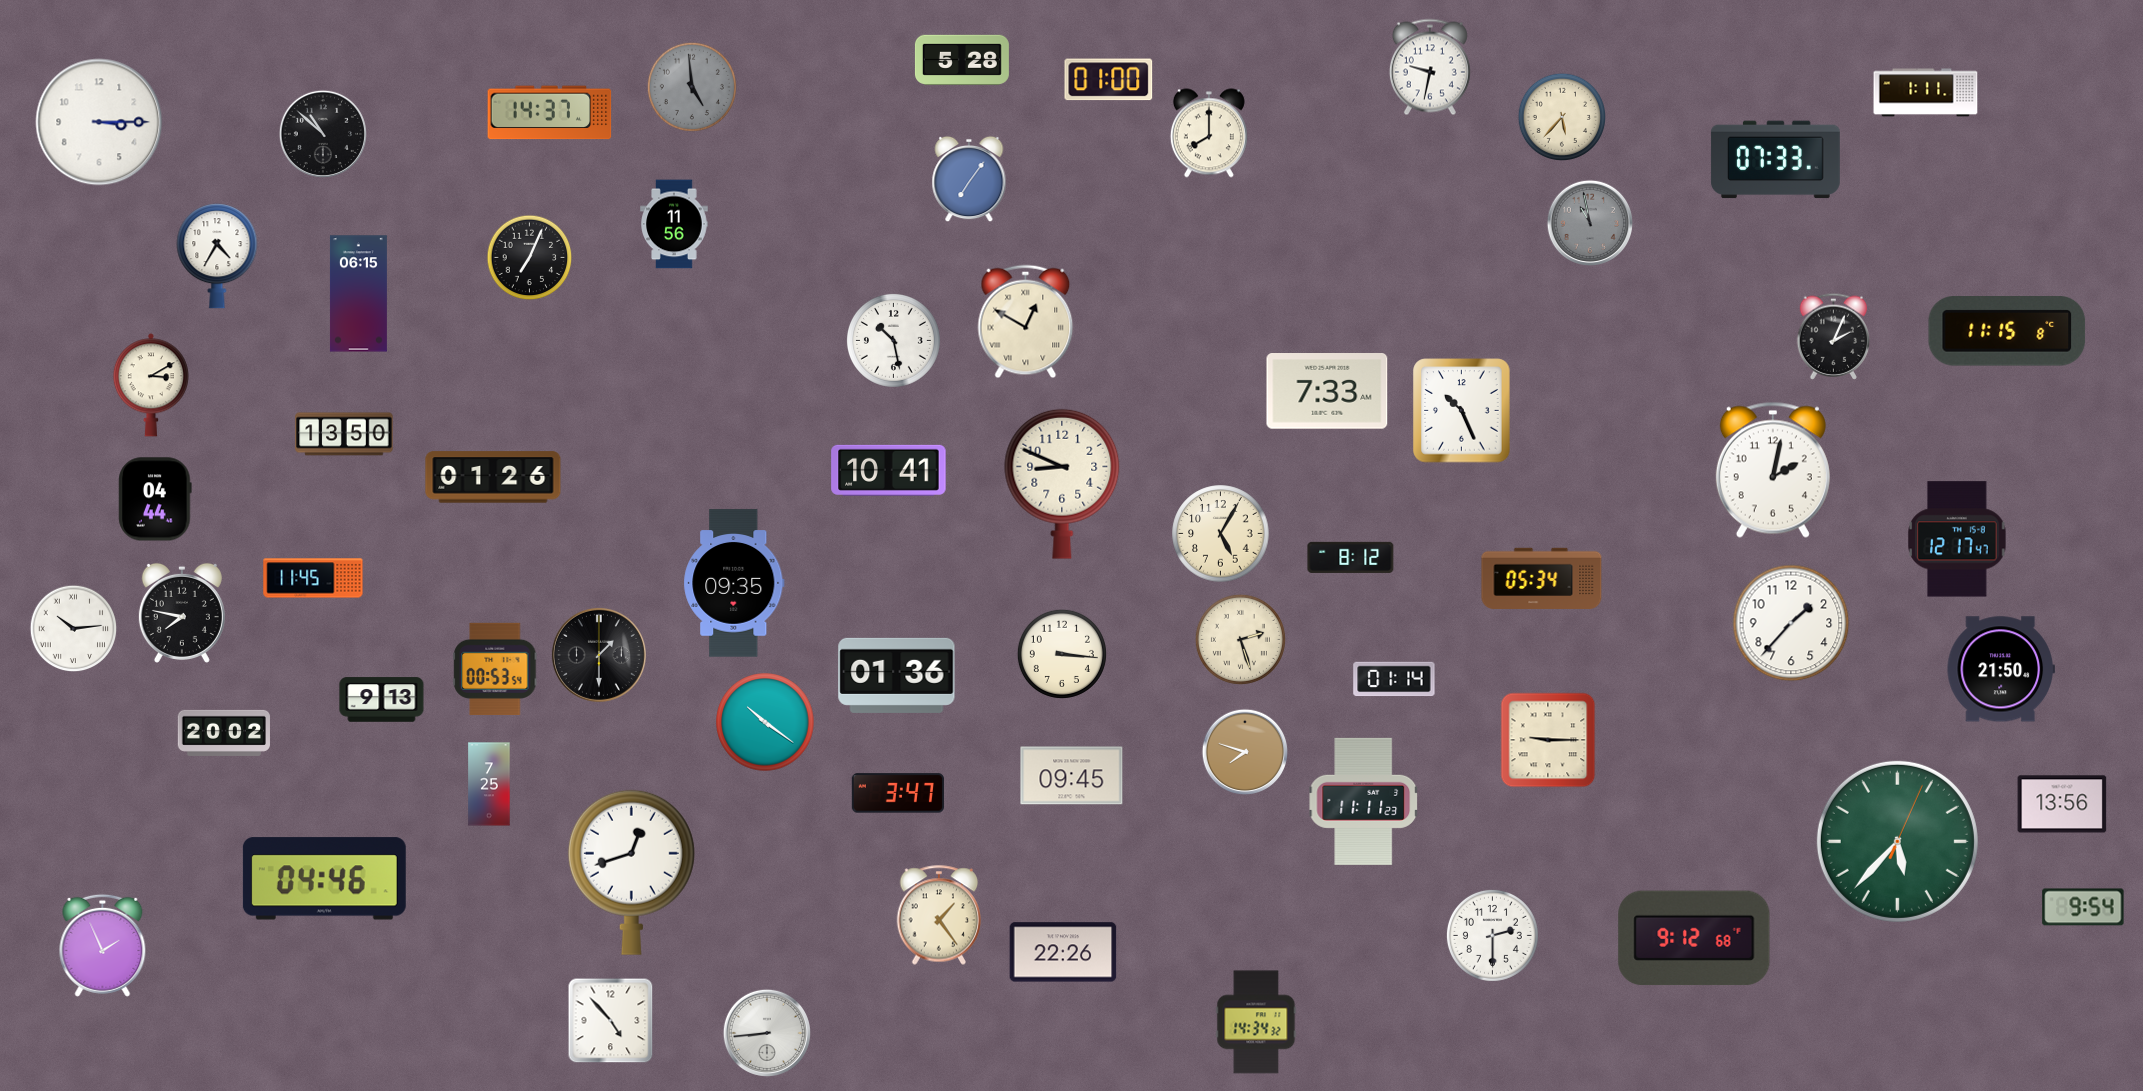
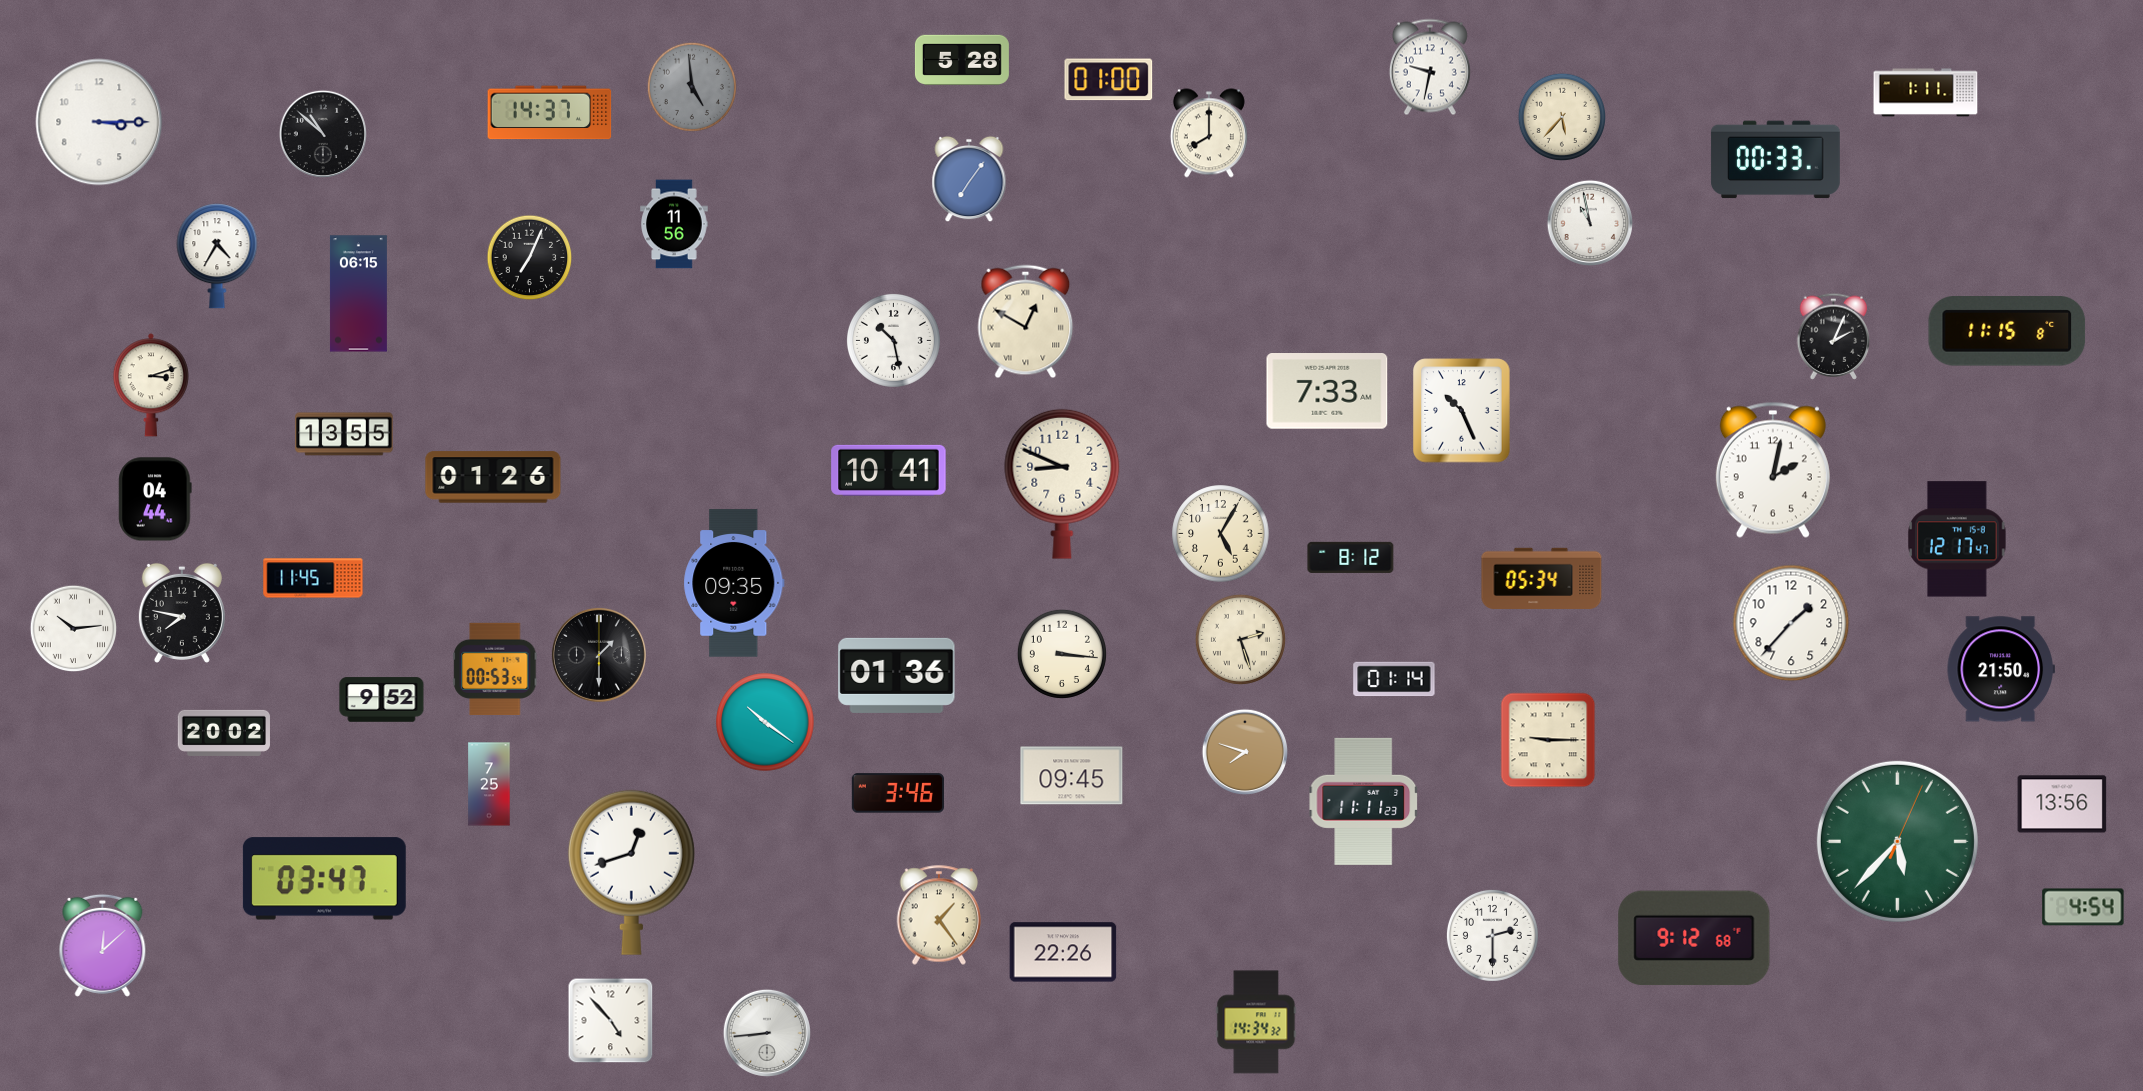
clock at (1775, 160): 07:33 -> 00:33
clock at (1589, 222) dial: grey -> white
clock at (151, 385): 3:10 -> 3:12
clock at (344, 434): 13:50 -> 13:55
clock at (382, 700): 9:13 -> 9:52
clock at (898, 793): 3:47 -> 3:46
clock at (324, 879): 04:46 -> 03:47
clock at (2083, 907): 9:54 -> 4:54
clock at (103, 945): 1:56 -> 12:08
